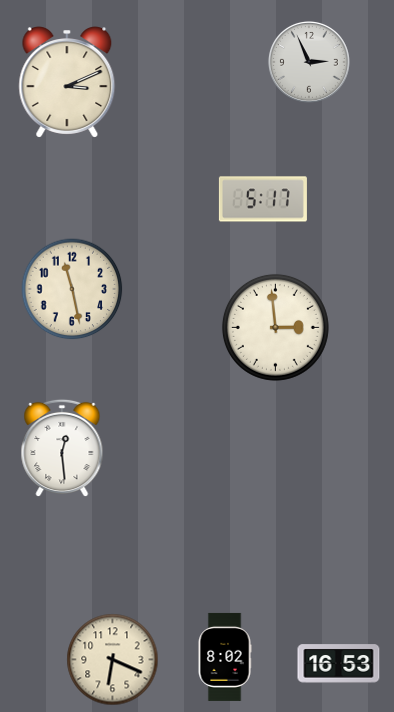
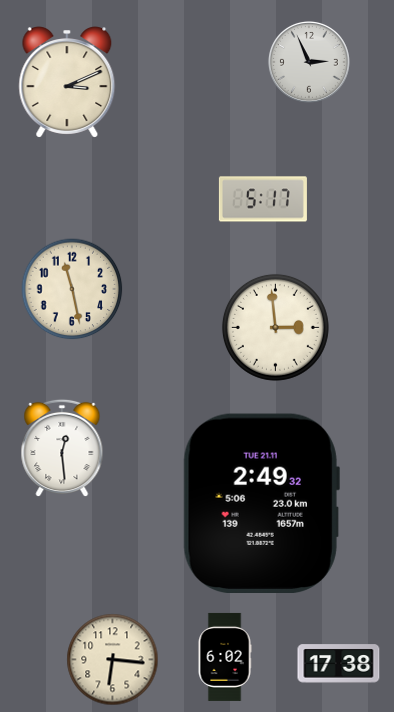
clock at (261, 503): none -> 2:49
clock at (225, 657): 8:02 -> 6:02
clock at (113, 660): 6:19 -> 6:16
clock at (339, 664): 16:53 -> 17:38
